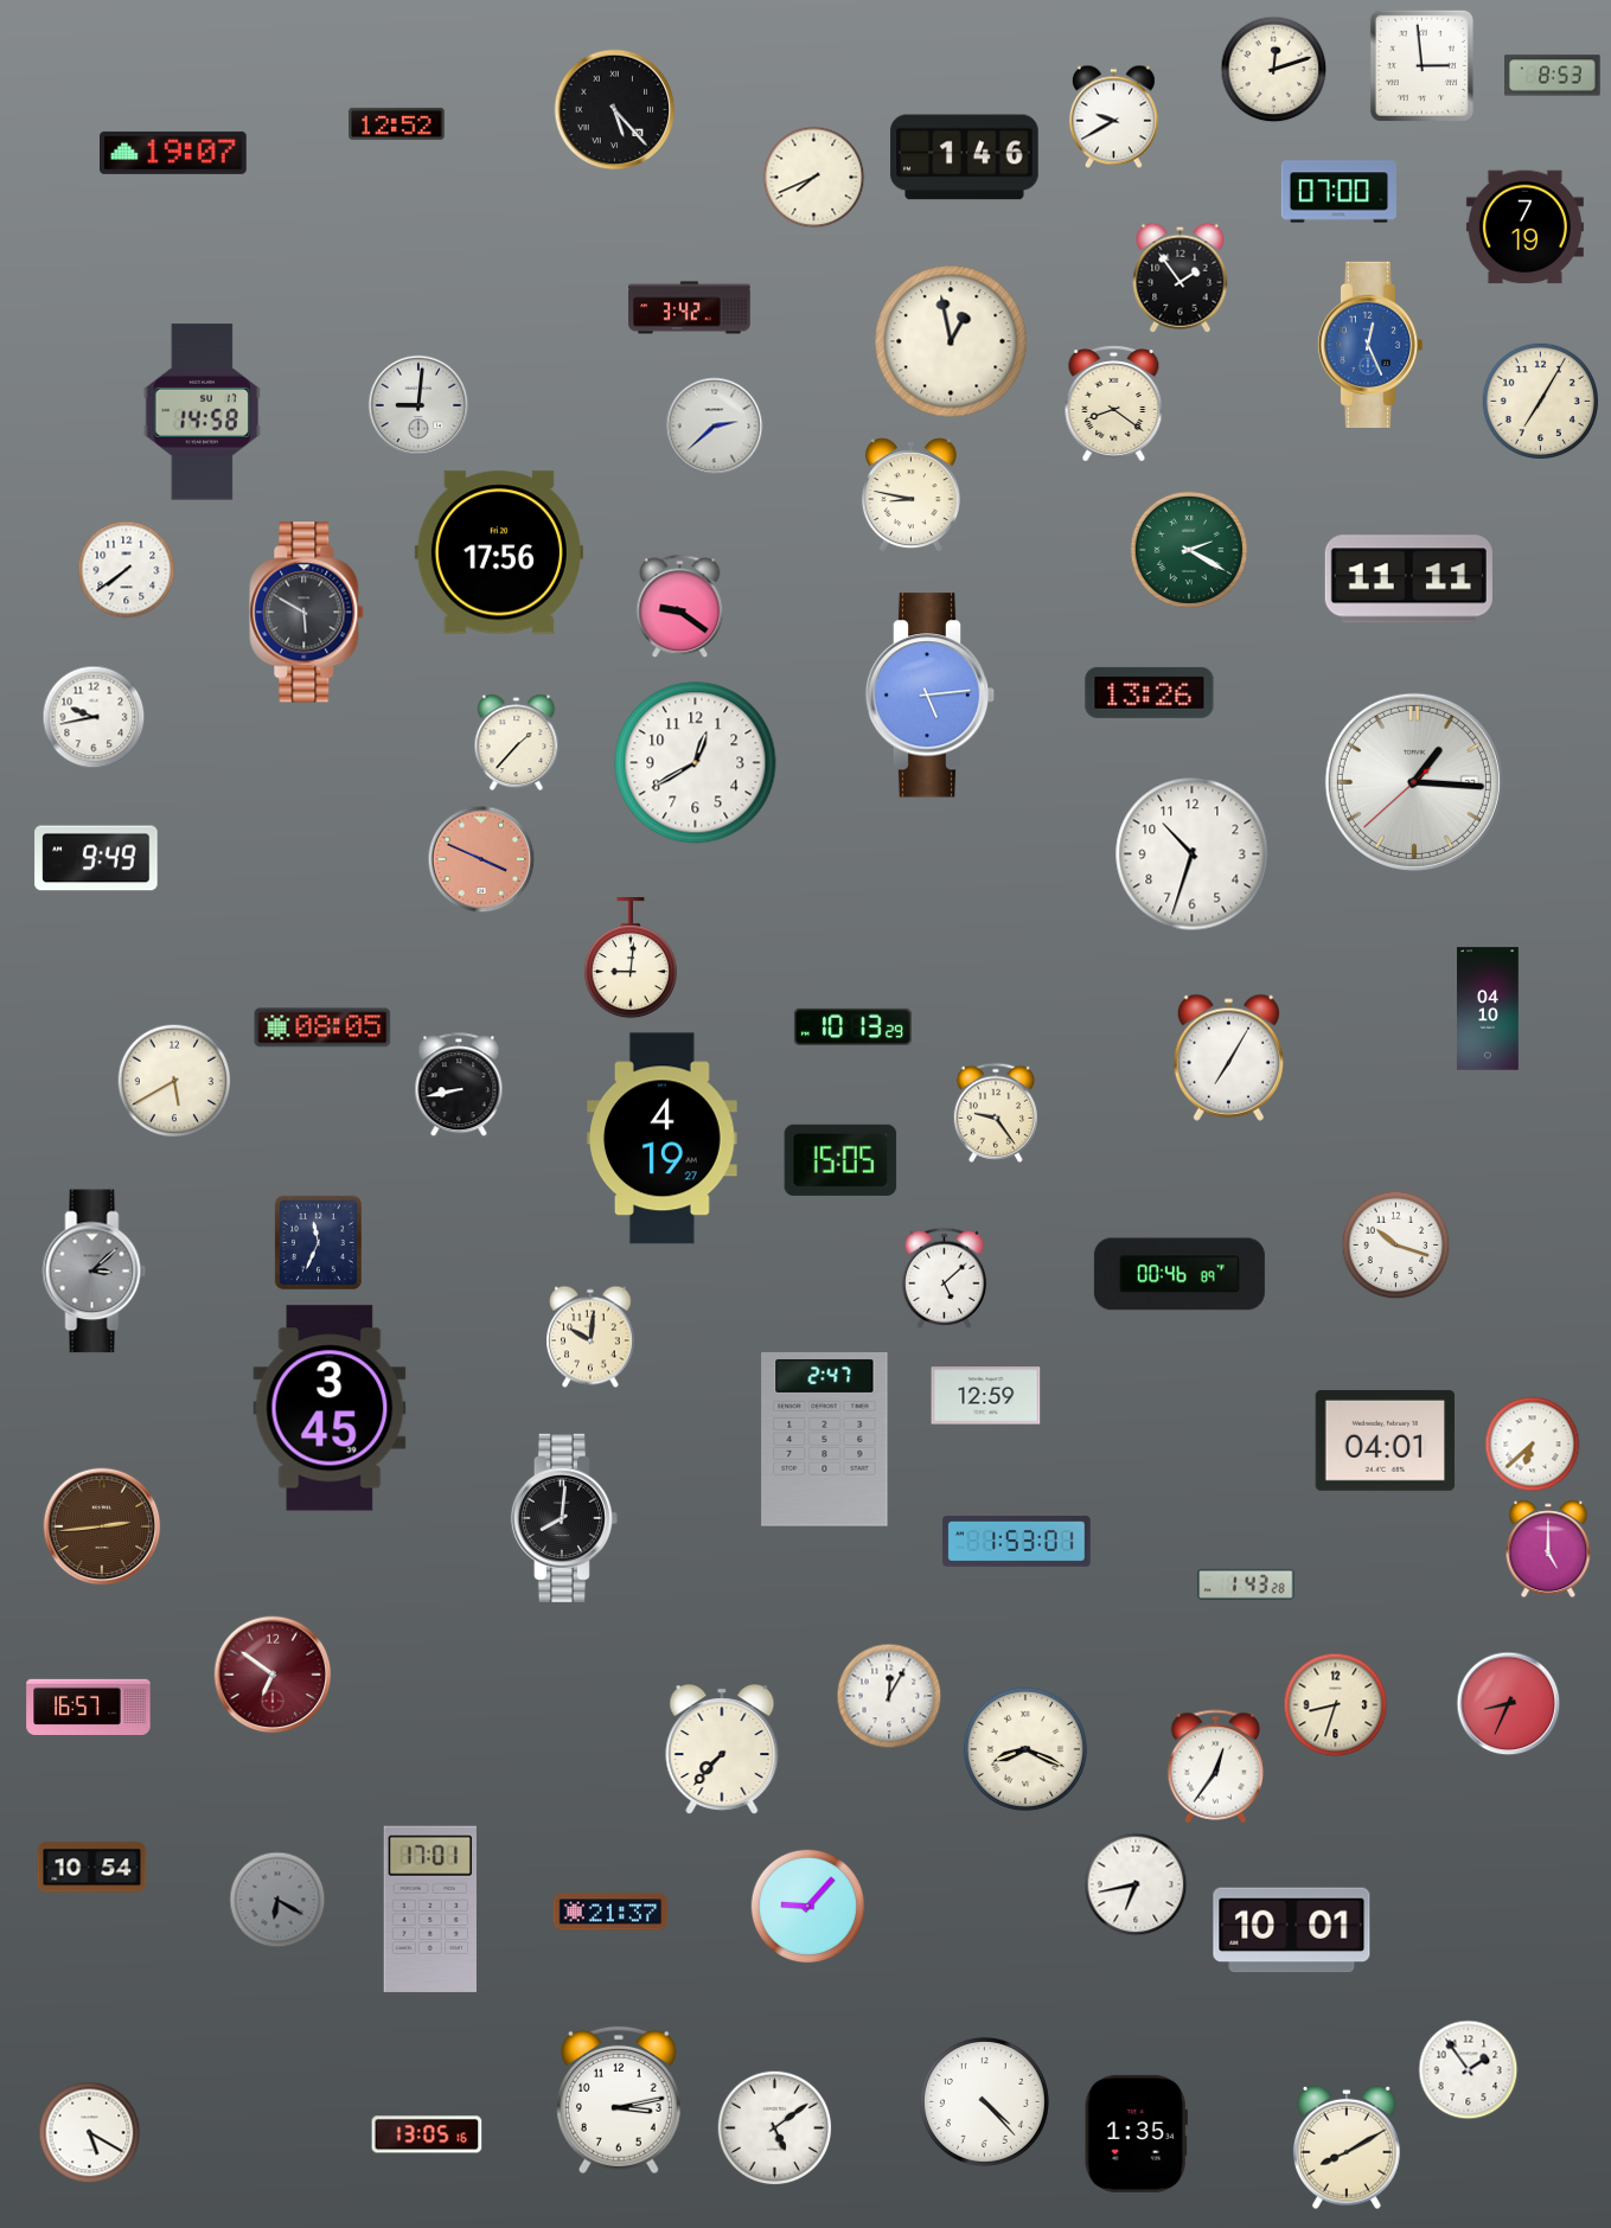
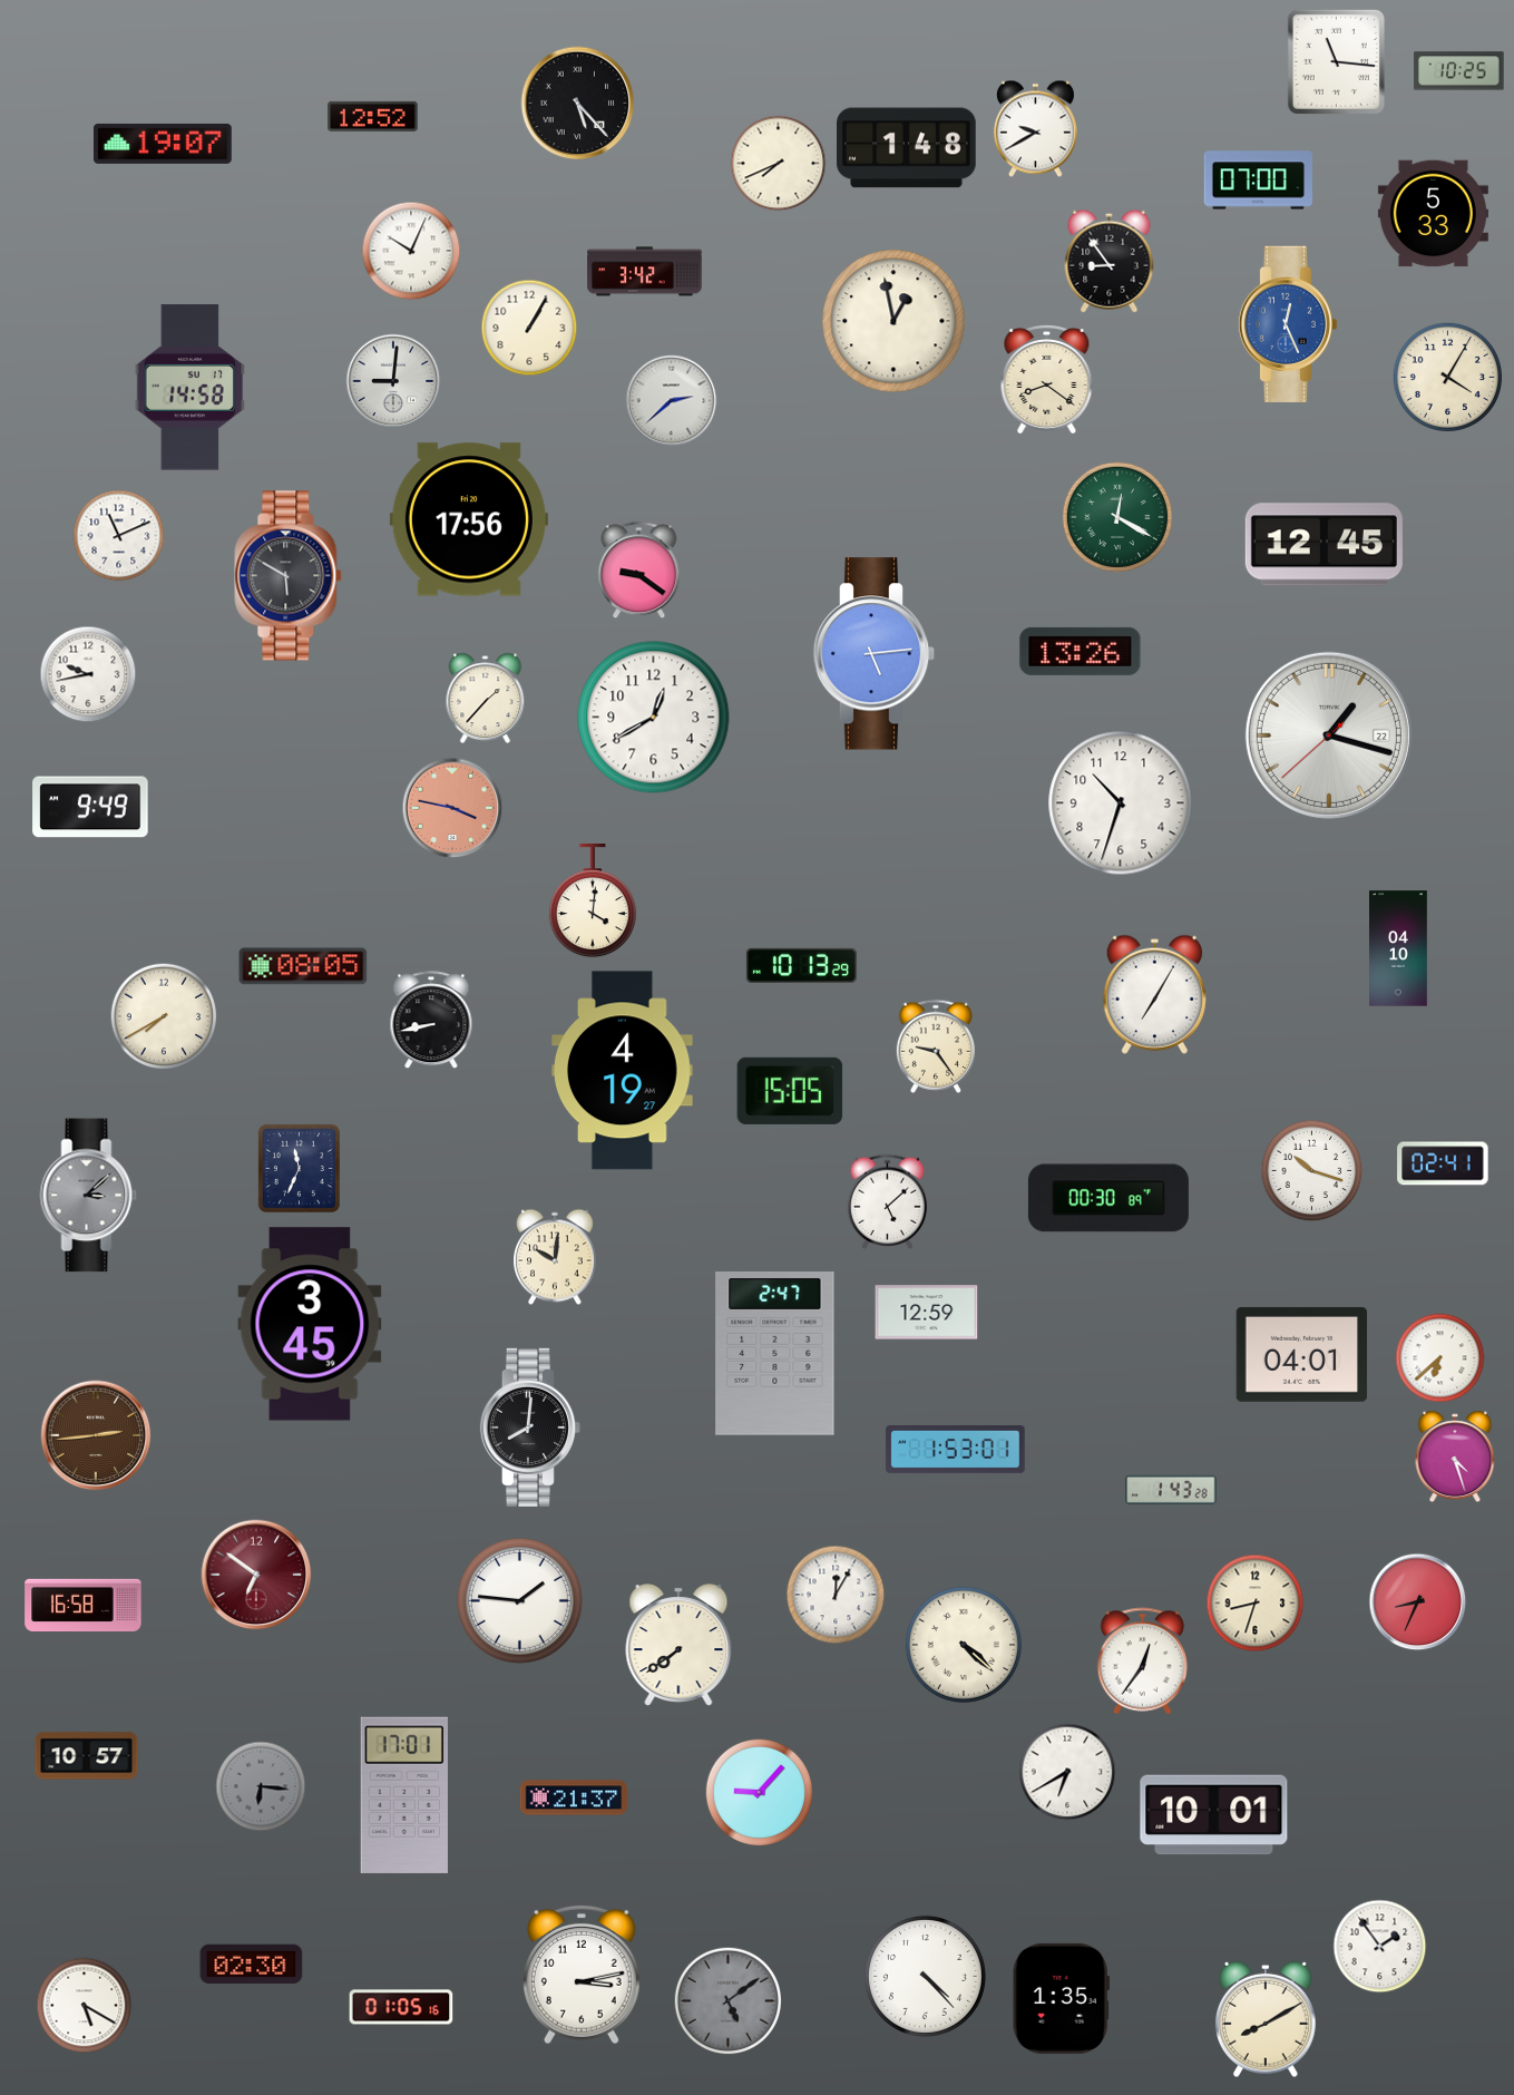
clock at (1421, 65): 2:59 -> 11:16
clock at (1274, 70): 12:12 -> none
clock at (1553, 76): 8:53 -> 10:25
clock at (1113, 117) position: (1113, 117) -> (1035, 129)
clock at (965, 158): 1:46 -> 1:48
clock at (814, 178) position: (814, 178) -> (779, 164)
clock at (1524, 228): 7:19 -> 5:33
clock at (411, 251): none -> 10:04
clock at (1181, 277): 1:54 -> 8:54
clock at (690, 308) position: (690, 308) -> (645, 272)
clock at (529, 328): none -> 1:05
clock at (1540, 401): 7:05 -> 4:05
clock at (910, 495): 8:47 -> none
clock at (1188, 549): 2:20 -> 12:20
clock at (127, 570): 7:39 -> 11:11
clock at (1408, 580): 11:11 -> 12:45
clock at (1414, 782): 1:15 -> 1:17
clock at (481, 859): 3:49 -> 3:47
clock at (631, 959): 9:01 -> 4:01
clock at (174, 1081): 5:40 -> 7:40
clock at (1443, 1163): none -> 02:41
clock at (1180, 1274): 00:46 -> 00:30
clock at (1548, 1549): 5:00 -> 4:27
clock at (519, 1600): none -> 1:46
clock at (89, 1707): 16:57 -> 16:58
clock at (722, 1749): 7:37 -> 7:39
clock at (1025, 1749): 8:19 -> 4:22
clock at (92, 1868): 10:54 -> 10:57
clock at (1136, 1884): 6:43 -> 6:40
clock at (277, 1900): 6:20 -> 6:16
clock at (252, 1965): none -> 02:30
clock at (775, 2128) dial: white -> grey
clock at (1136, 2133) position: (1136, 2133) -> (1061, 1998)
clock at (427, 2134): 13:05 -> 01:05
